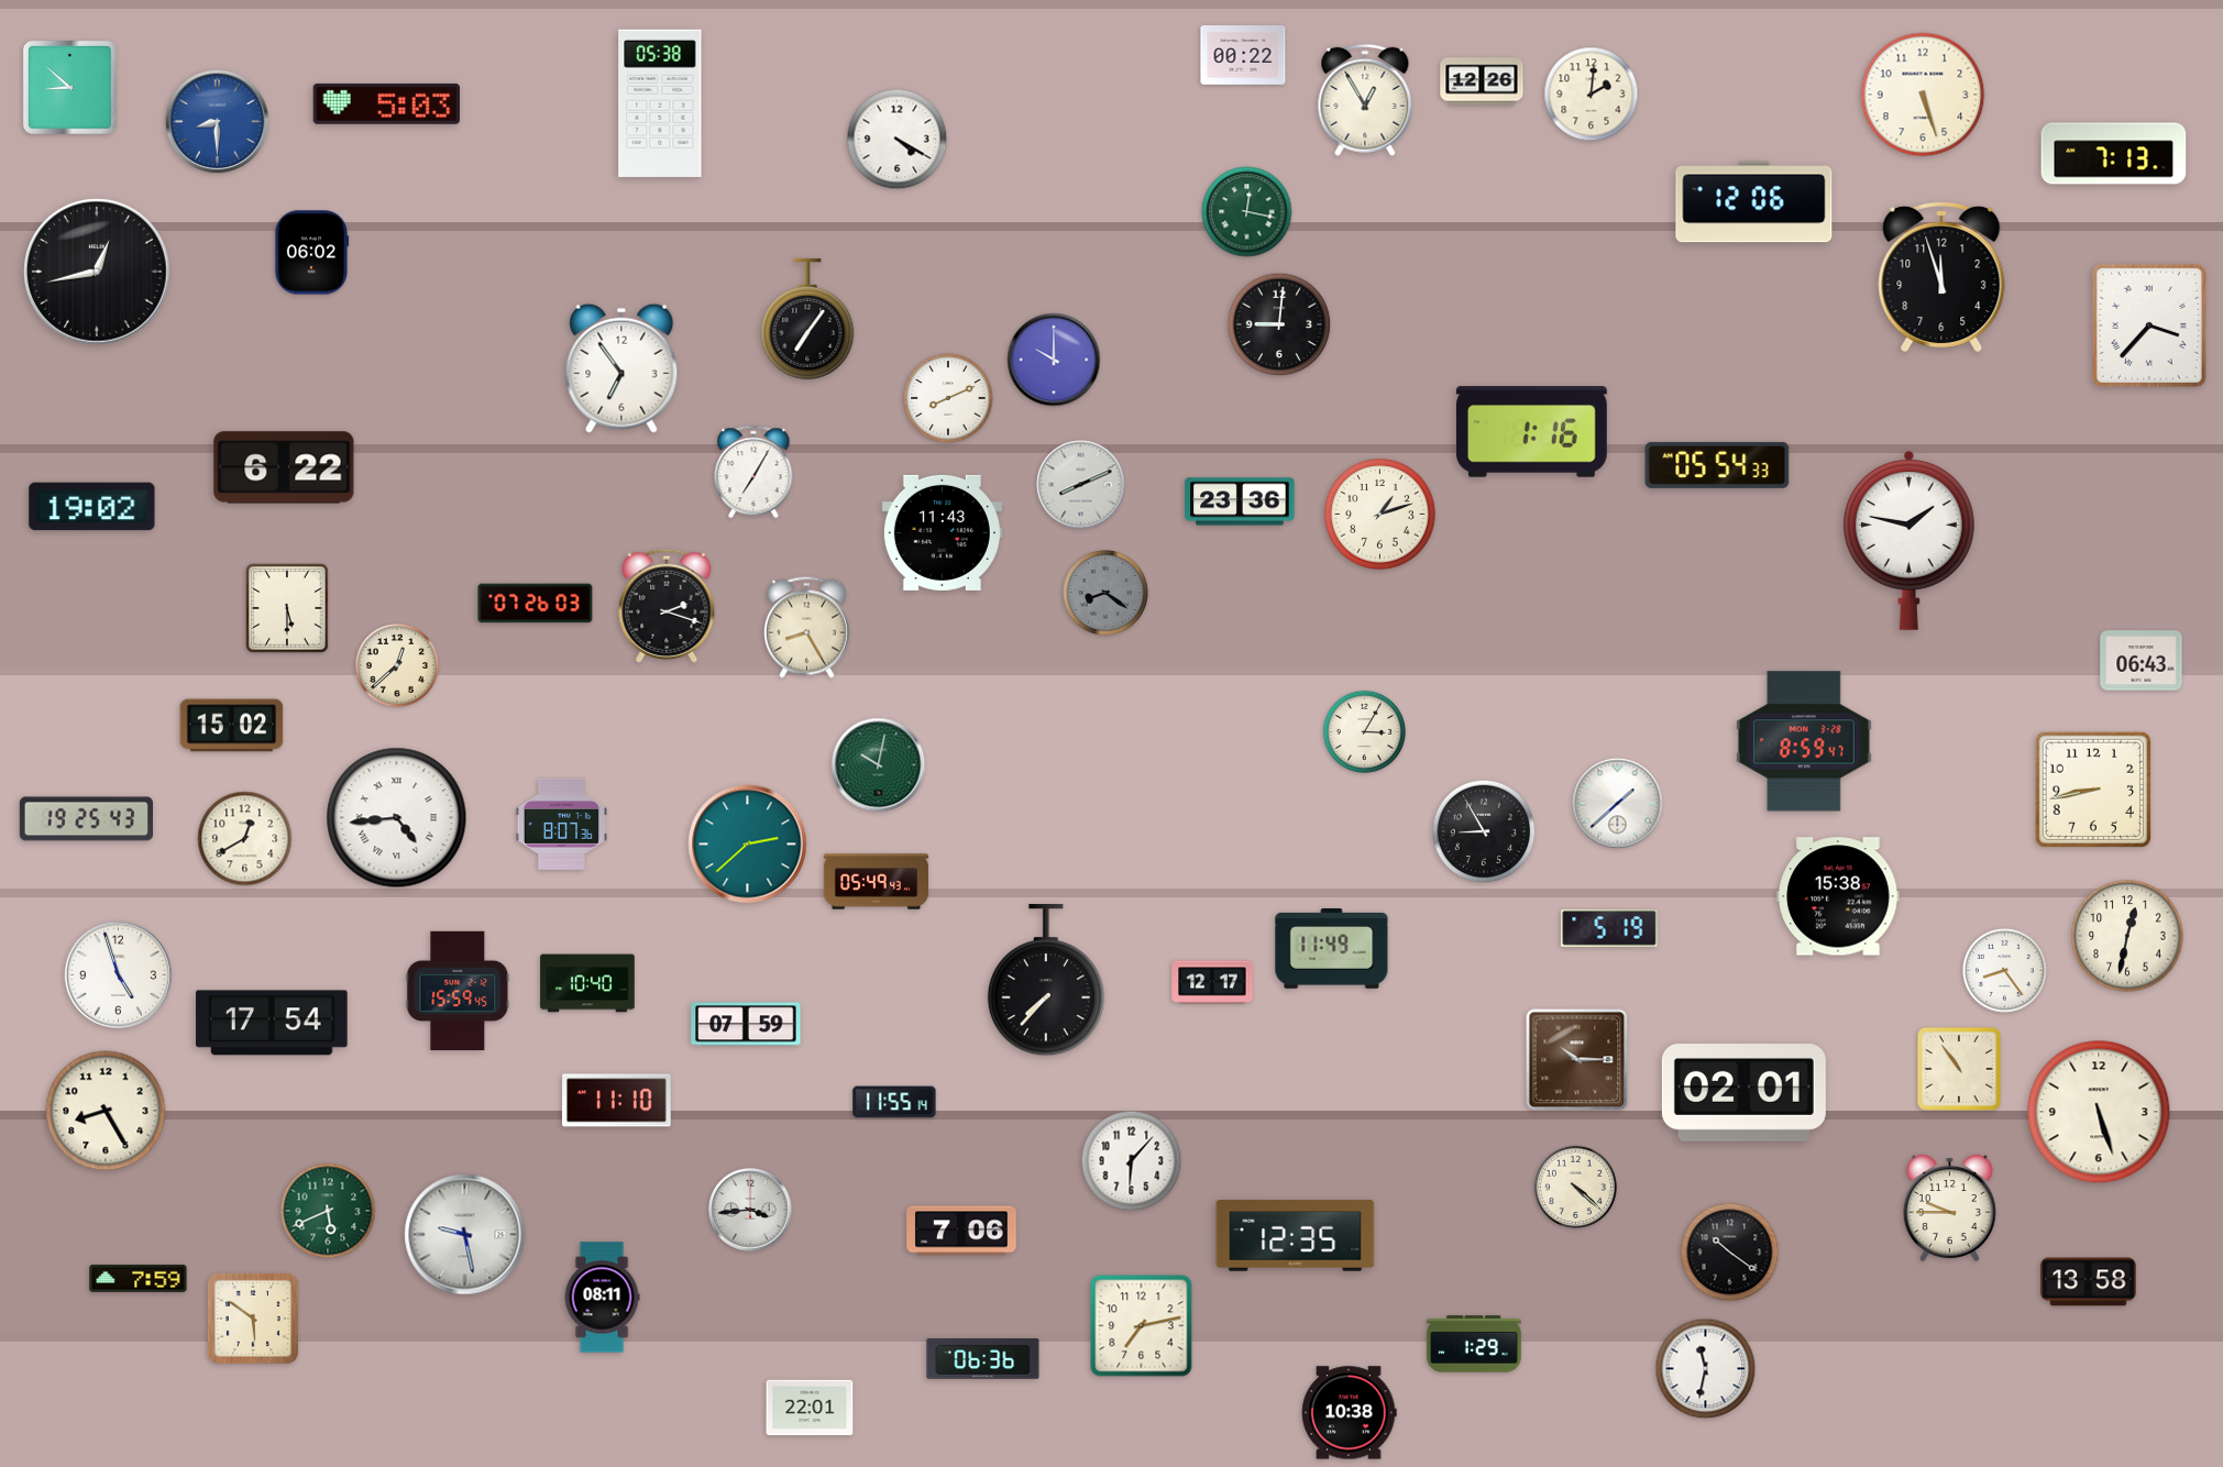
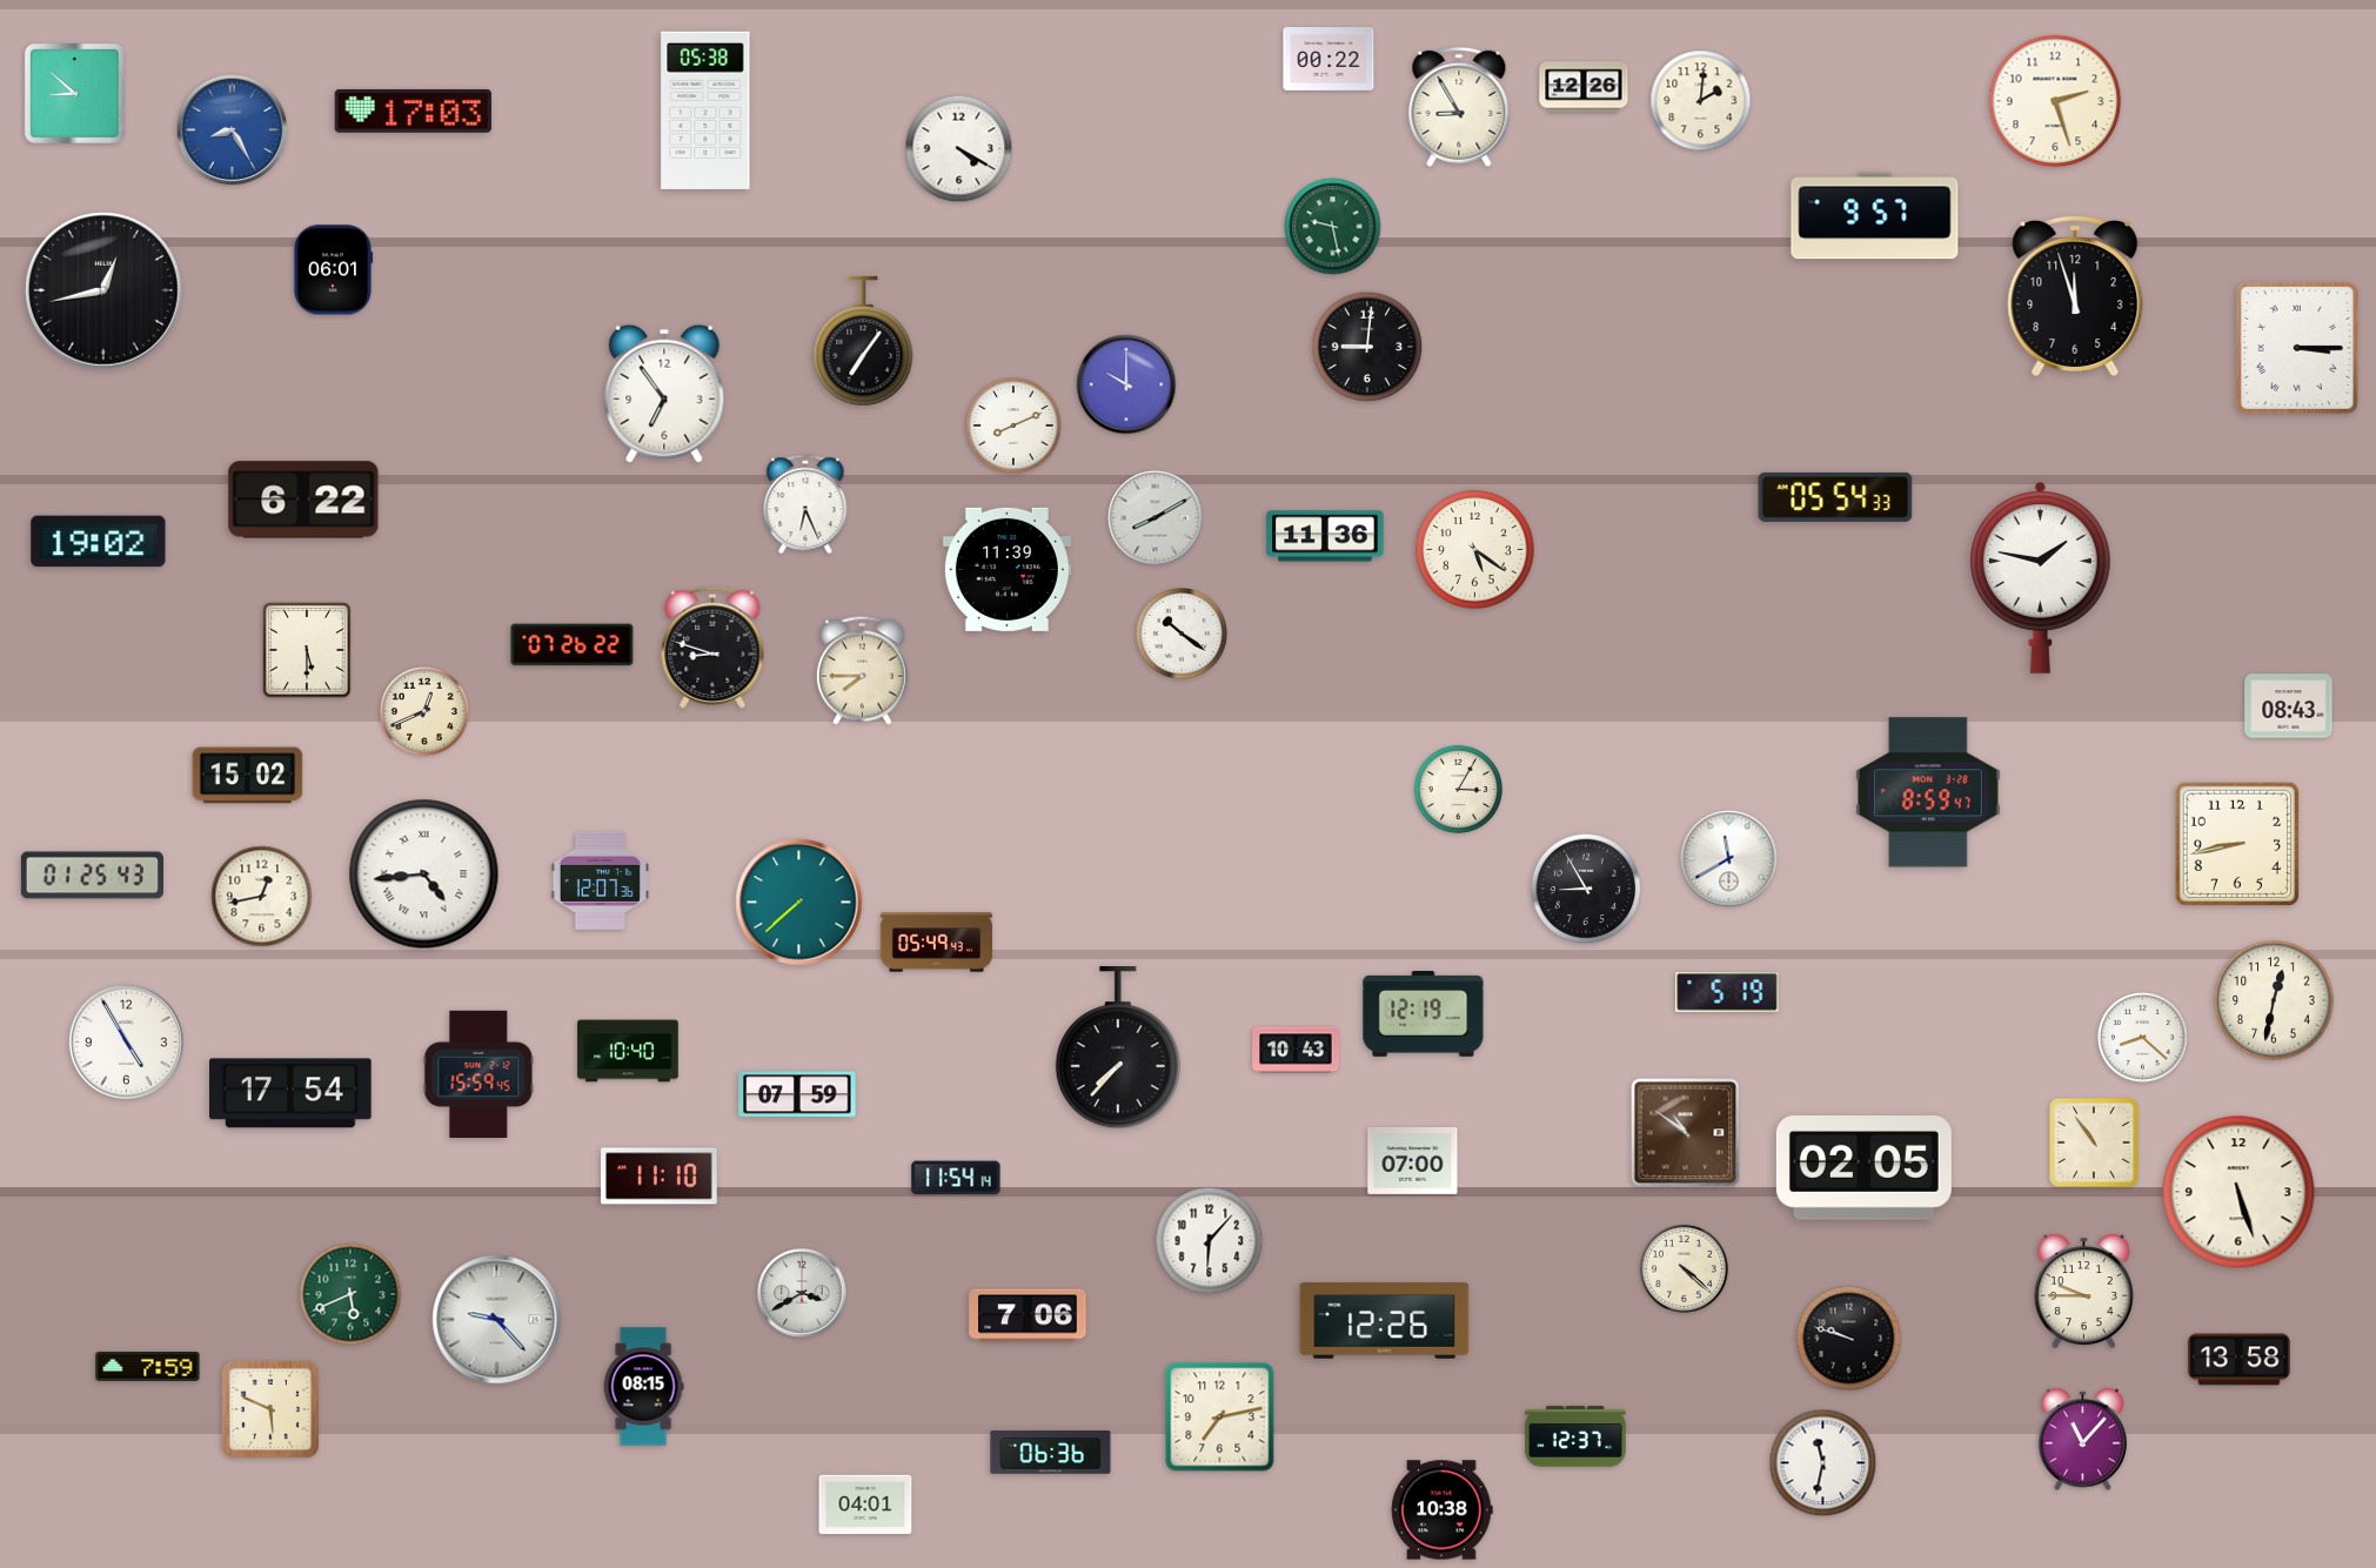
clock at (1923, 95): 5:27 -> 2:27
clock at (1365, 100): 12:55 -> 8:55
clock at (386, 103): 5:03 -> 17:03
clock at (218, 122): 8:30 -> 8:25
clock at (2114, 154): 7:13 -> none
clock at (1754, 202): 12:06 -> 9:57
clock at (1247, 212): 12:17 -> 9:28
clock at (311, 253): 06:02 -> 06:01
clock at (2149, 326): 3:37 -> 3:15
clock at (1531, 432): 1:16 -> none
clock at (753, 472): 7:05 -> 6:26
clock at (1081, 485): 8:11 -> 8:10
clock at (1240, 501): 23:36 -> 11:36
clock at (1380, 515): 1:12 -> 5:21
clock at (942, 532): 11:43 -> 11:39
clock at (1107, 594): 8:21 -> 10:21
clock at (1107, 594) dial: grey -> white
clock at (536, 604): 07:26:03 -> 07:26:22
clock at (667, 606): 2:18 -> 8:48
clock at (806, 627): 8:25 -> 7:45
clock at (2142, 661): 06:43 -> 08:43
clock at (397, 665): 12:38 -> 12:41
clock at (1364, 731) position: (1364, 731) -> (1458, 789)
clock at (879, 765): 10:02 -> none
clock at (1618, 804): 1:38 -> 11:40
clock at (86, 819): 19:25 -> 01:25
clock at (561, 824): 8:07 -> 12:07
clock at (245, 839): 12:40 -> 12:43
clock at (748, 845): 2:38 -> 7:38
clock at (1838, 896): 15:38 -> none
clock at (1609, 928) position: (1609, 928) -> (1727, 992)
clock at (1332, 949): 11:49 -> 12:19
clock at (2004, 970): 8:24 -> 8:22
clock at (118, 974): 4:57 -> 4:55
clock at (1212, 982): 12:17 -> 10:43
clock at (458, 990) position: (458, 990) -> (478, 1073)
clock at (1577, 1060): 10:15 -> 10:51
clock at (1413, 1160): none -> 07:00
clock at (1743, 1093): 02:01 -> 02:05
clock at (894, 1102): 11:55 -> 11:54
clock at (106, 1111): 8:25 -> none
clock at (2099, 1112) position: (2099, 1112) -> (2238, 1192)
clock at (750, 1210): 3:44 -> 3:40
clock at (465, 1235): 9:28 -> 9:23
clock at (1296, 1236): 12:35 -> 12:26
clock at (1730, 1253): 10:21 -> 9:48
clock at (2089, 1282) position: (2089, 1282) -> (2240, 1360)
clock at (602, 1298): 08:11 -> 08:15
clock at (253, 1319): 5:51 -> 5:49
clock at (1474, 1344): 1:29 -> 12:37
clock at (2082, 1440): none -> 11:07
clock at (810, 1408): 22:01 -> 04:01
